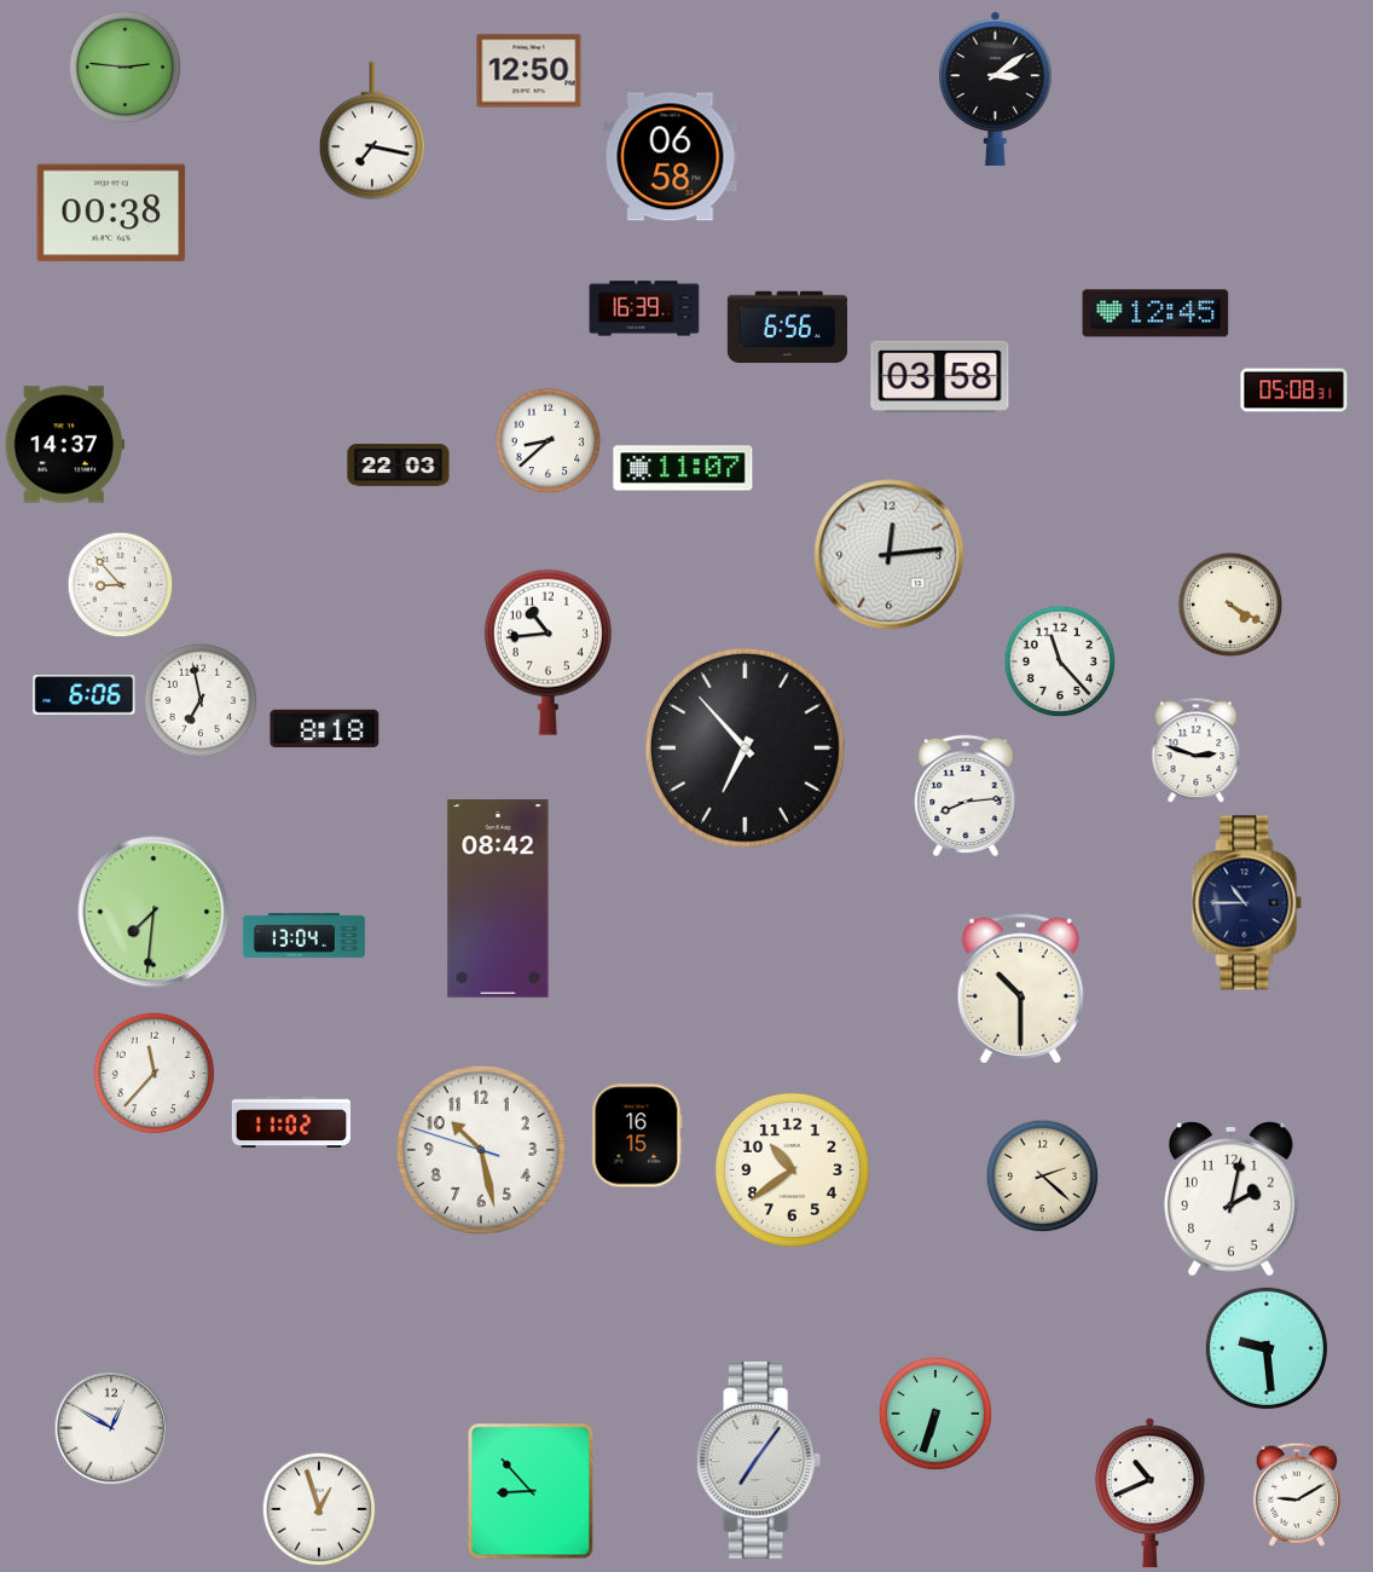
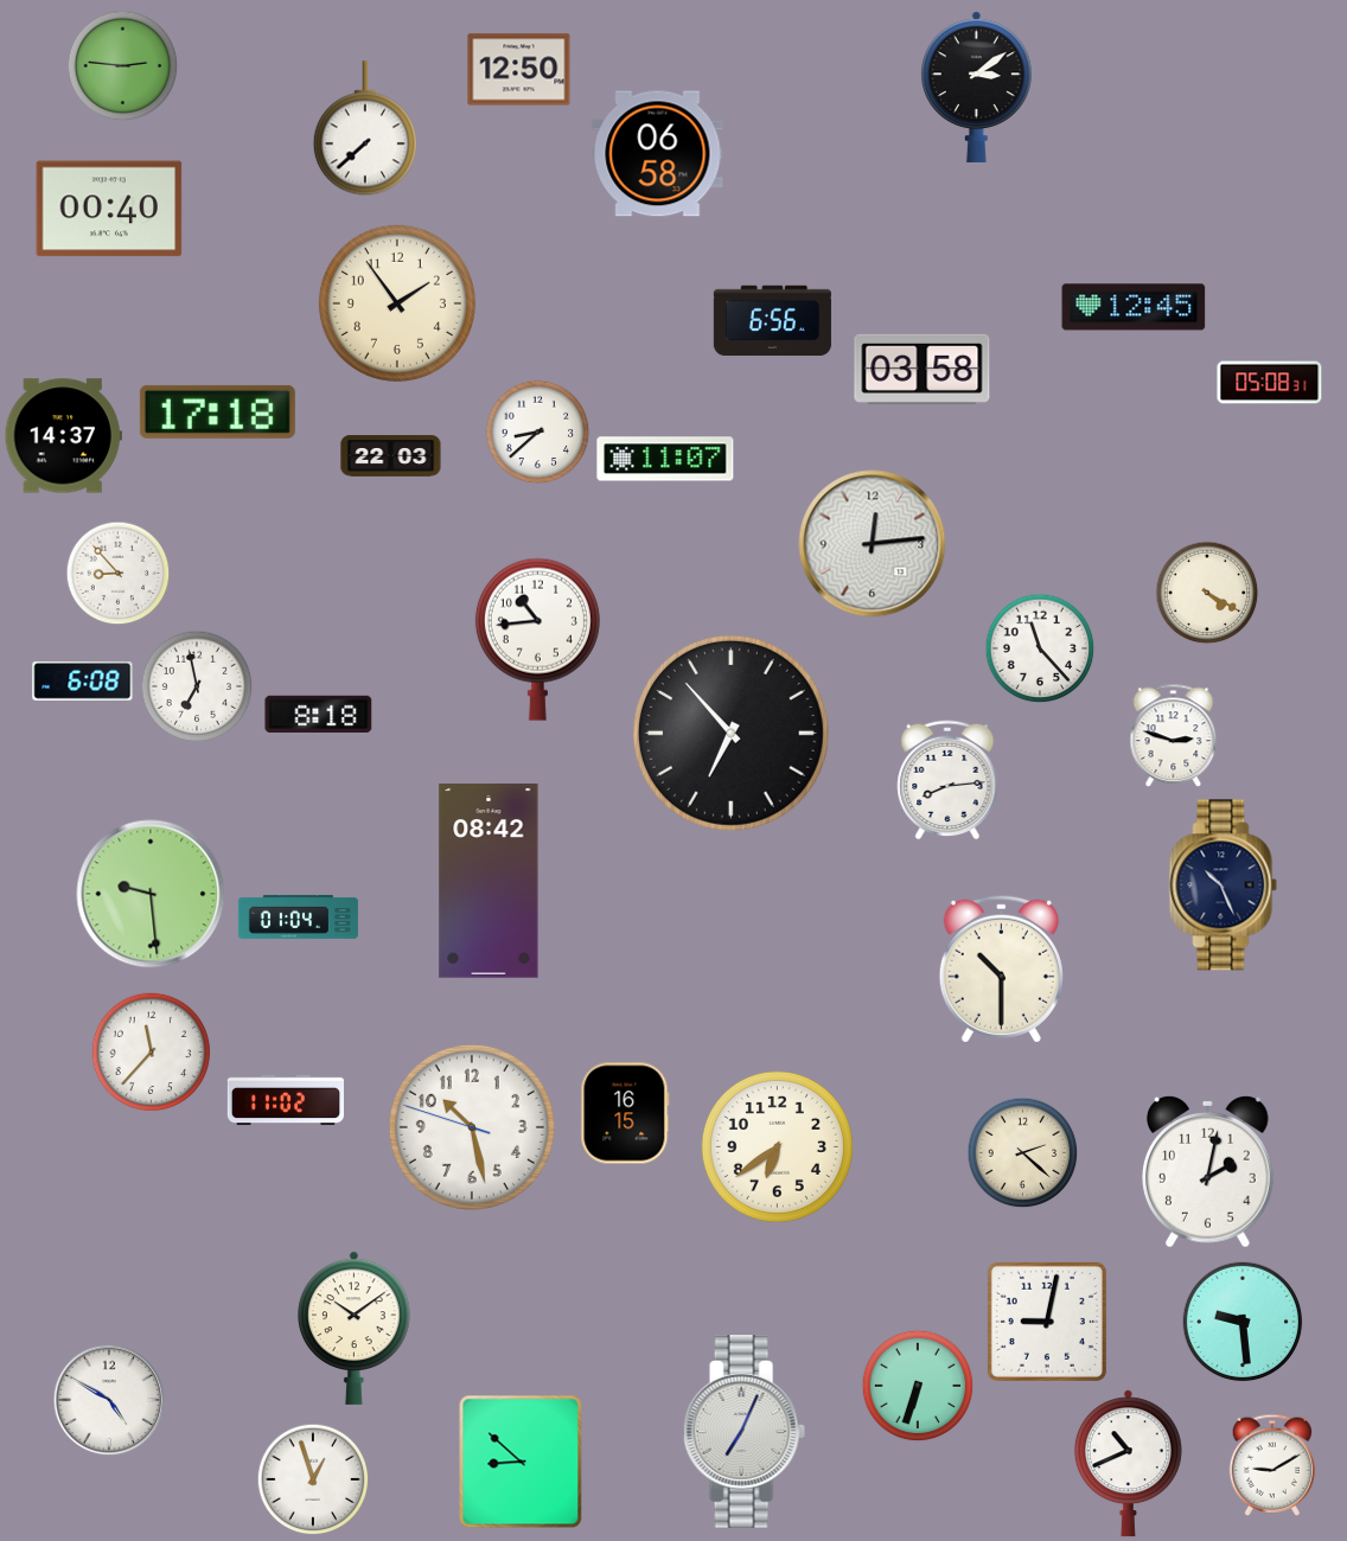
clock at (372, 131): 7:17 -> 7:38
clock at (111, 213): 00:38 -> 00:40
clock at (644, 308): 16:39 -> none
clock at (397, 303): none -> 1:54
clock at (217, 411): none -> 17:18
clock at (683, 468) position: (683, 468) -> (665, 459)
clock at (85, 695): 6:06 -> 6:08
clock at (1247, 903): 10:45 -> 10:26
clock at (153, 912): 7:31 -> 9:29
clock at (303, 936): 13:04 -> 01:04
clock at (792, 1169): 10:39 -> 6:39
clock at (1232, 1198) position: (1232, 1198) -> (1208, 1171)
clock at (1047, 1322): none -> 9:02
clock at (355, 1328): none -> 10:09
clock at (111, 1428): 12:50 -> 4:50
clock at (758, 1461): 7:06 -> 7:04
clock at (531, 1491): 8:53 -> 8:52
